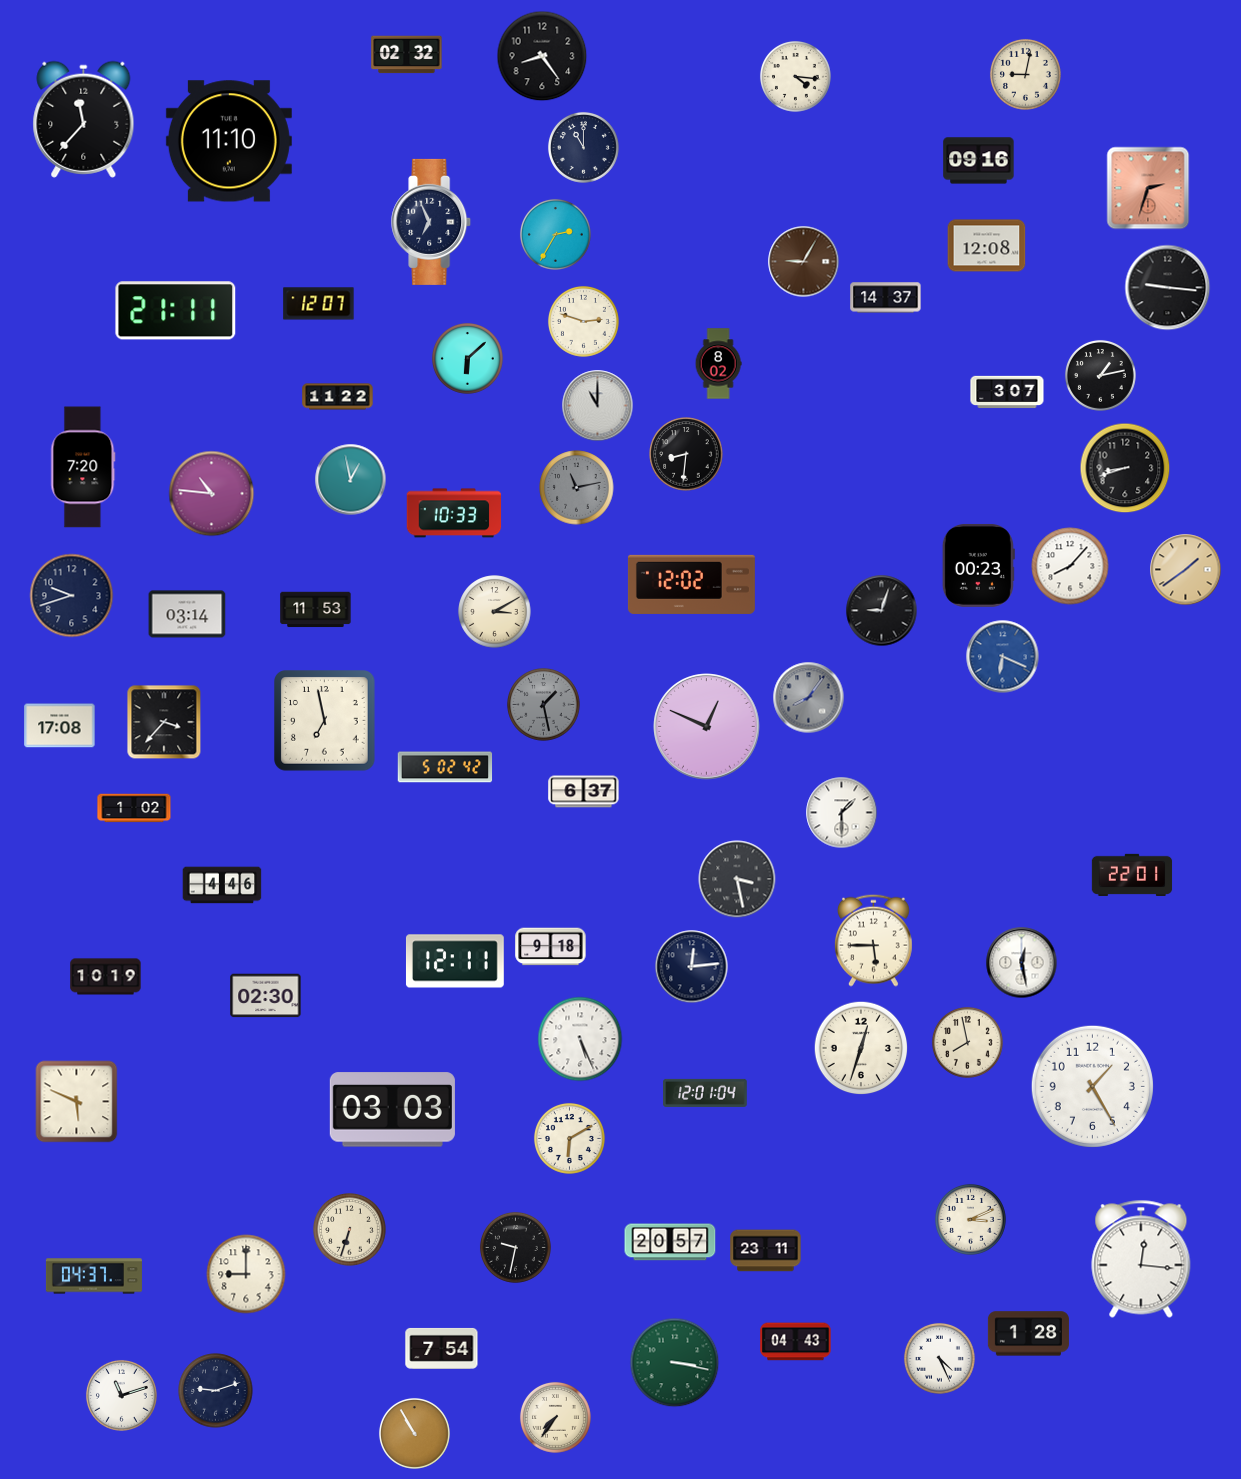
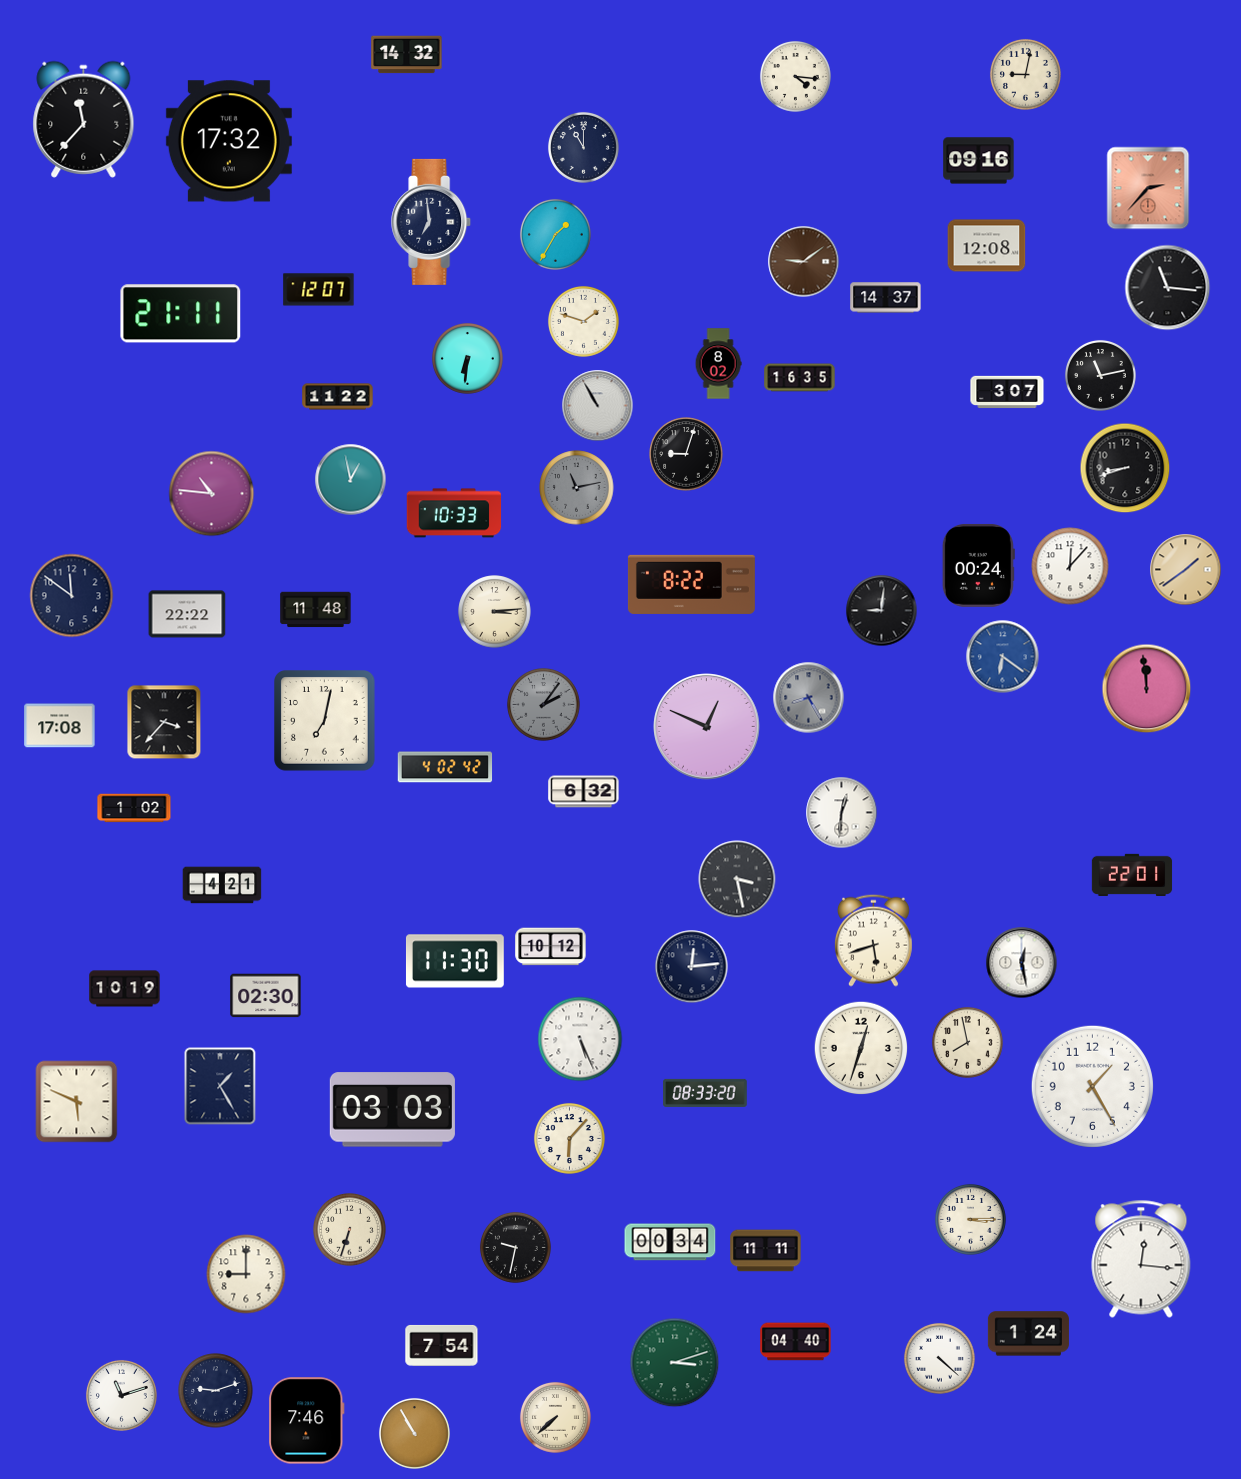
clock at (407, 55): 02:32 -> 14:32
clock at (542, 56): 8:24 -> none
clock at (229, 141): 11:10 -> 17:32
clock at (1148, 188): 2:33 -> 2:37
clock at (432, 222): 6:56 -> 6:59
clock at (556, 235): 2:35 -> 1:35
clock at (804, 262): 9:05 -> 9:09
clock at (1168, 288): 9:16 -> 11:16
clock at (319, 304) position: (319, 304) -> (319, 290)
clock at (176, 311) position: (176, 311) -> (181, 314)
clock at (584, 322): 2:48 -> 1:48
clock at (468, 359): 6:08 -> 6:31
clock at (1101, 376): 1:13 -> 11:13
clock at (800, 378): none -> 16:35
clock at (598, 406): 11:00 -> 10:55
clock at (686, 454): 8:31 -> 9:03
clock at (83, 467): 7:20 -> none
clock at (978, 565): 00:23 -> 00:24
clock at (1070, 566): 8:07 -> 12:07
clock at (691, 584): 12:02 -> 8:22
clock at (72, 596): 9:42 -> 11:51
clock at (316, 610): 11:53 -> 11:48
clock at (882, 611): 9:03 -> 9:01
clock at (495, 612): 3:10 -> 3:14
clock at (187, 614): 03:14 -> 22:22
clock at (1003, 657): 6:19 -> 6:21
clock at (1147, 689): none -> 11:59
clock at (809, 698): 8:06 -> 8:25
clock at (544, 705): 1:28 -> 2:06
clock at (325, 721): 6:58 -> 7:02
clock at (445, 767): 5:02 -> 4:02
clock at (584, 792): 6:37 -> 6:32
clock at (842, 813): 1:30 -> 12:31
clock at (222, 885): 4:46 -> 4:21
clock at (874, 940): 5:45 -> 5:42
clock at (551, 947): 9:18 -> 10:12
clock at (455, 961): 12:11 -> 11:30
clock at (106, 977) position: (106, 977) -> (125, 989)
clock at (220, 1086): none -> 1:25
clock at (705, 1093): 12:01 -> 08:33
clock at (570, 1139): 6:10 -> 6:07
clock at (971, 1220): 3:11 -> 3:15
clock at (670, 1242): 20:57 -> 00:34
clock at (766, 1251): 23:11 -> 11:11
clock at (94, 1276): 04:37 -> none
clock at (1028, 1334): 1:28 -> 1:24
clock at (796, 1342): 04:43 -> 04:40
clock at (442, 1348) position: (442, 1348) -> (442, 1345)
clock at (940, 1359): 4:26 -> 4:22
clock at (675, 1363): 3:17 -> 3:12
clock at (556, 1418): 7:36 -> 7:38
clock at (307, 1421): none -> 7:46
